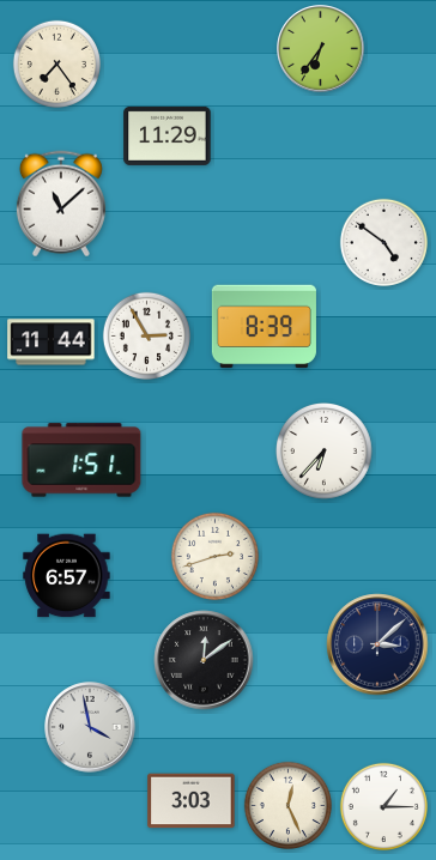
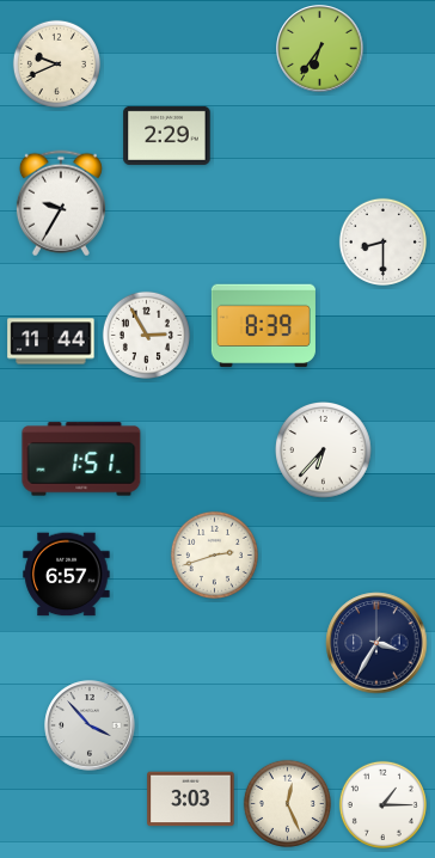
clock at (56, 63): 7:24 -> 9:41
clock at (168, 135): 11:29 -> 2:29
clock at (61, 204): 11:08 -> 9:35
clock at (383, 242): 4:51 -> 8:30
clock at (377, 644): 3:08 -> 3:35
clock at (204, 660): 12:09 -> none
clock at (90, 727): 3:58 -> 3:53
